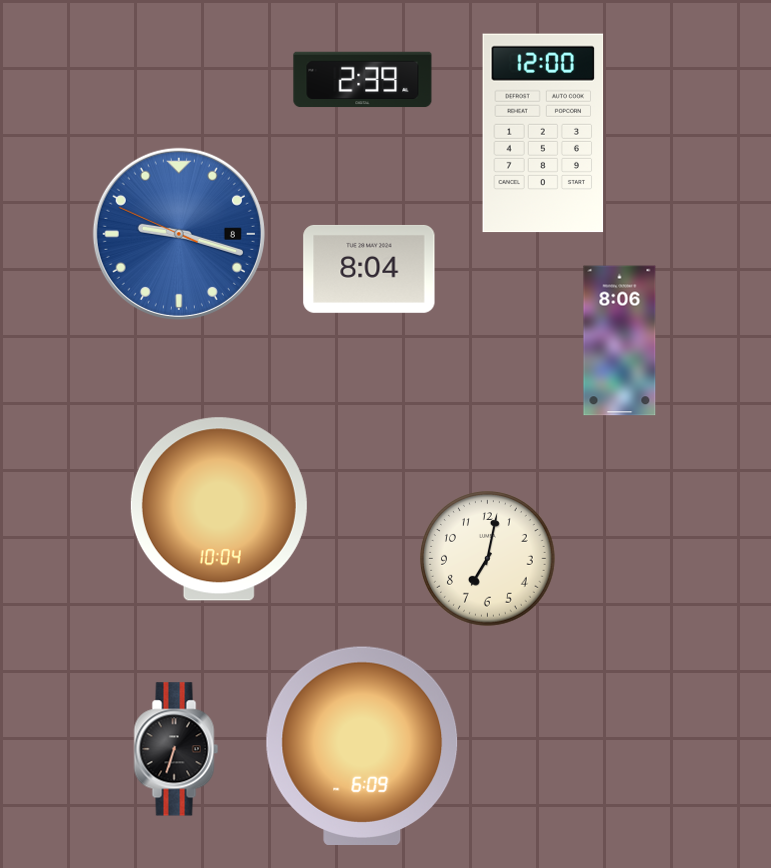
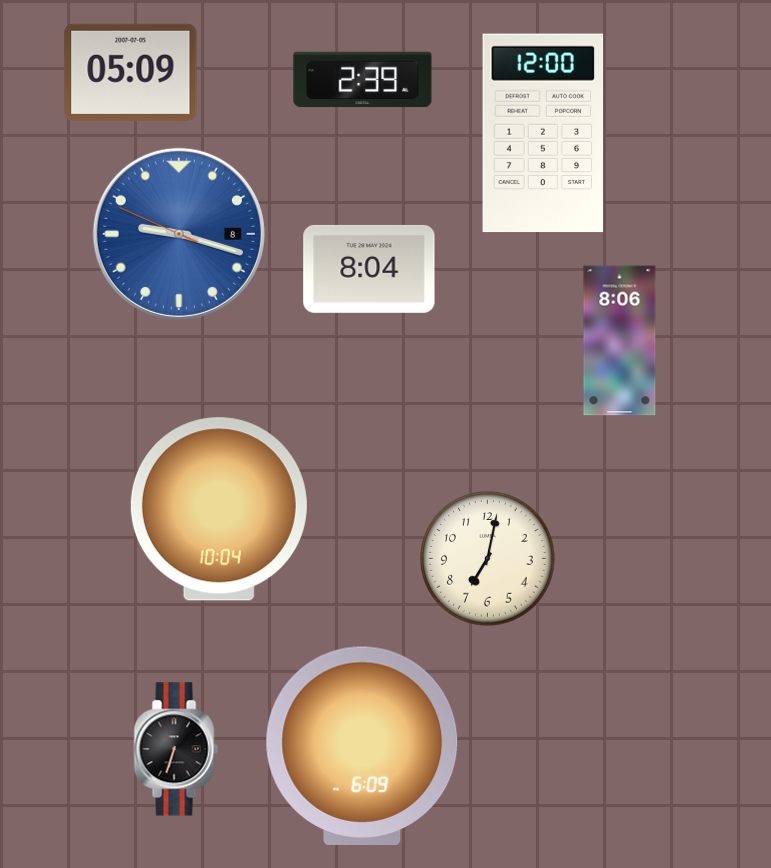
clock at (131, 72): none -> 05:09
